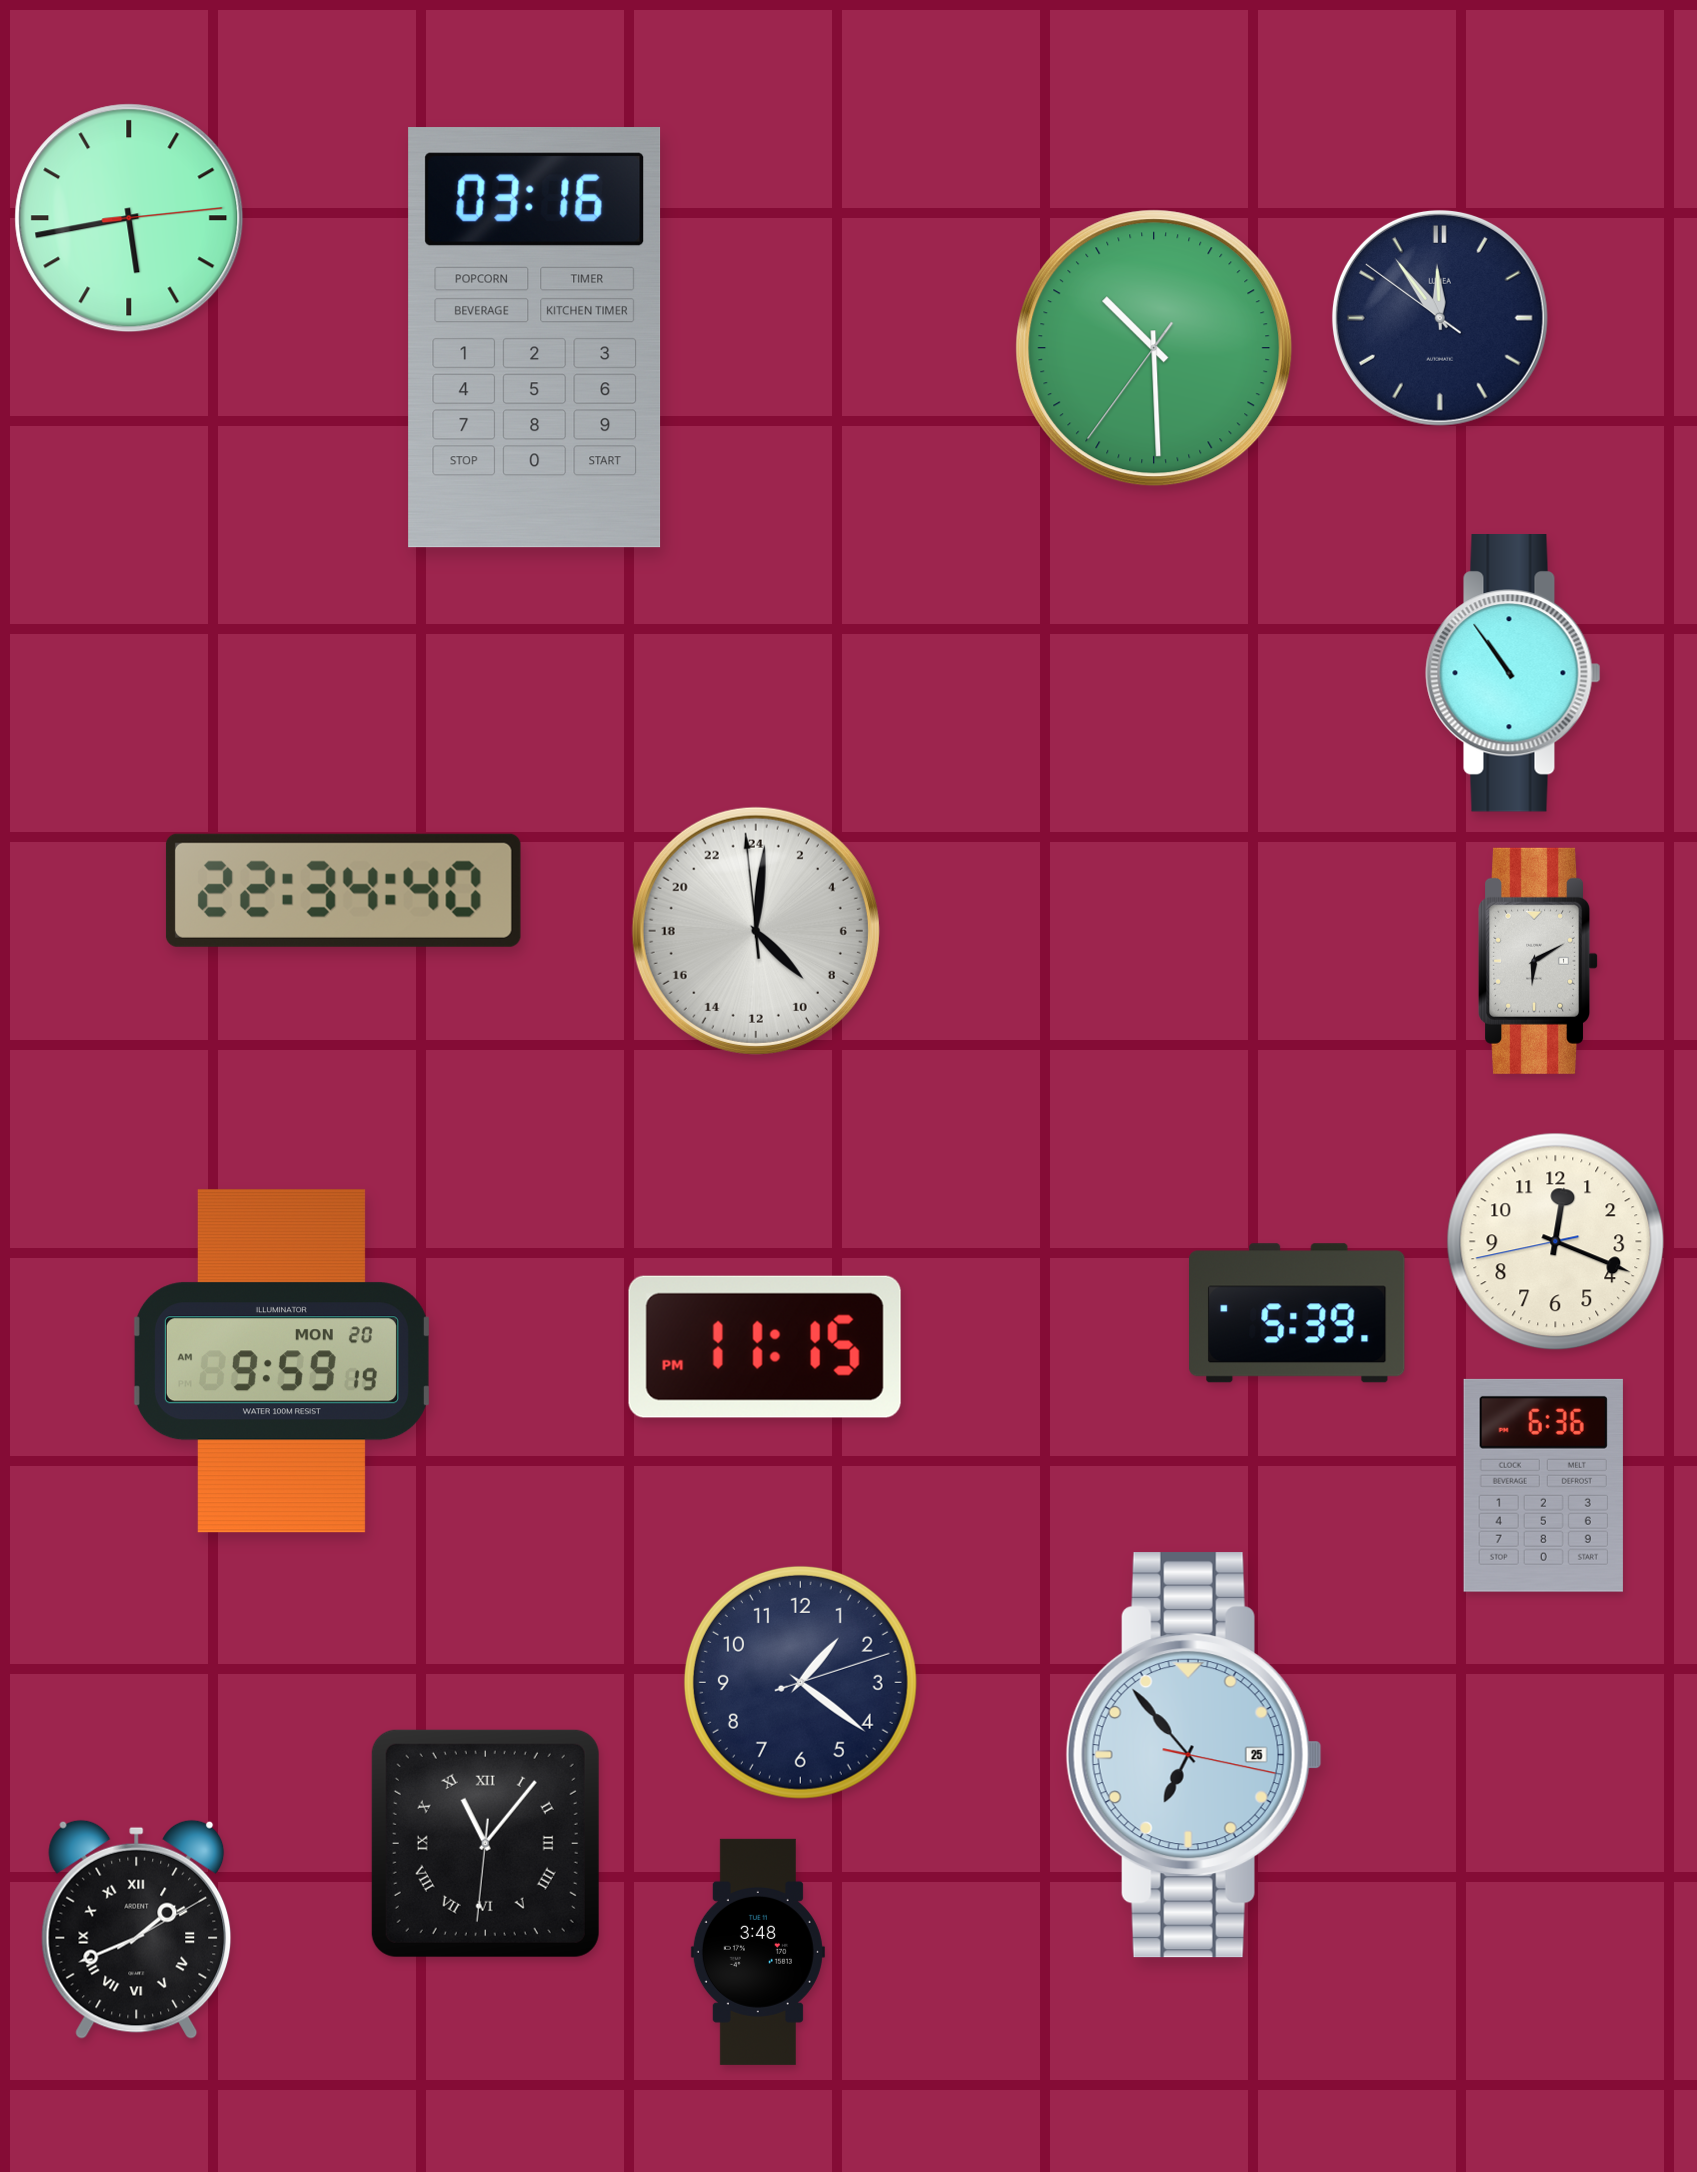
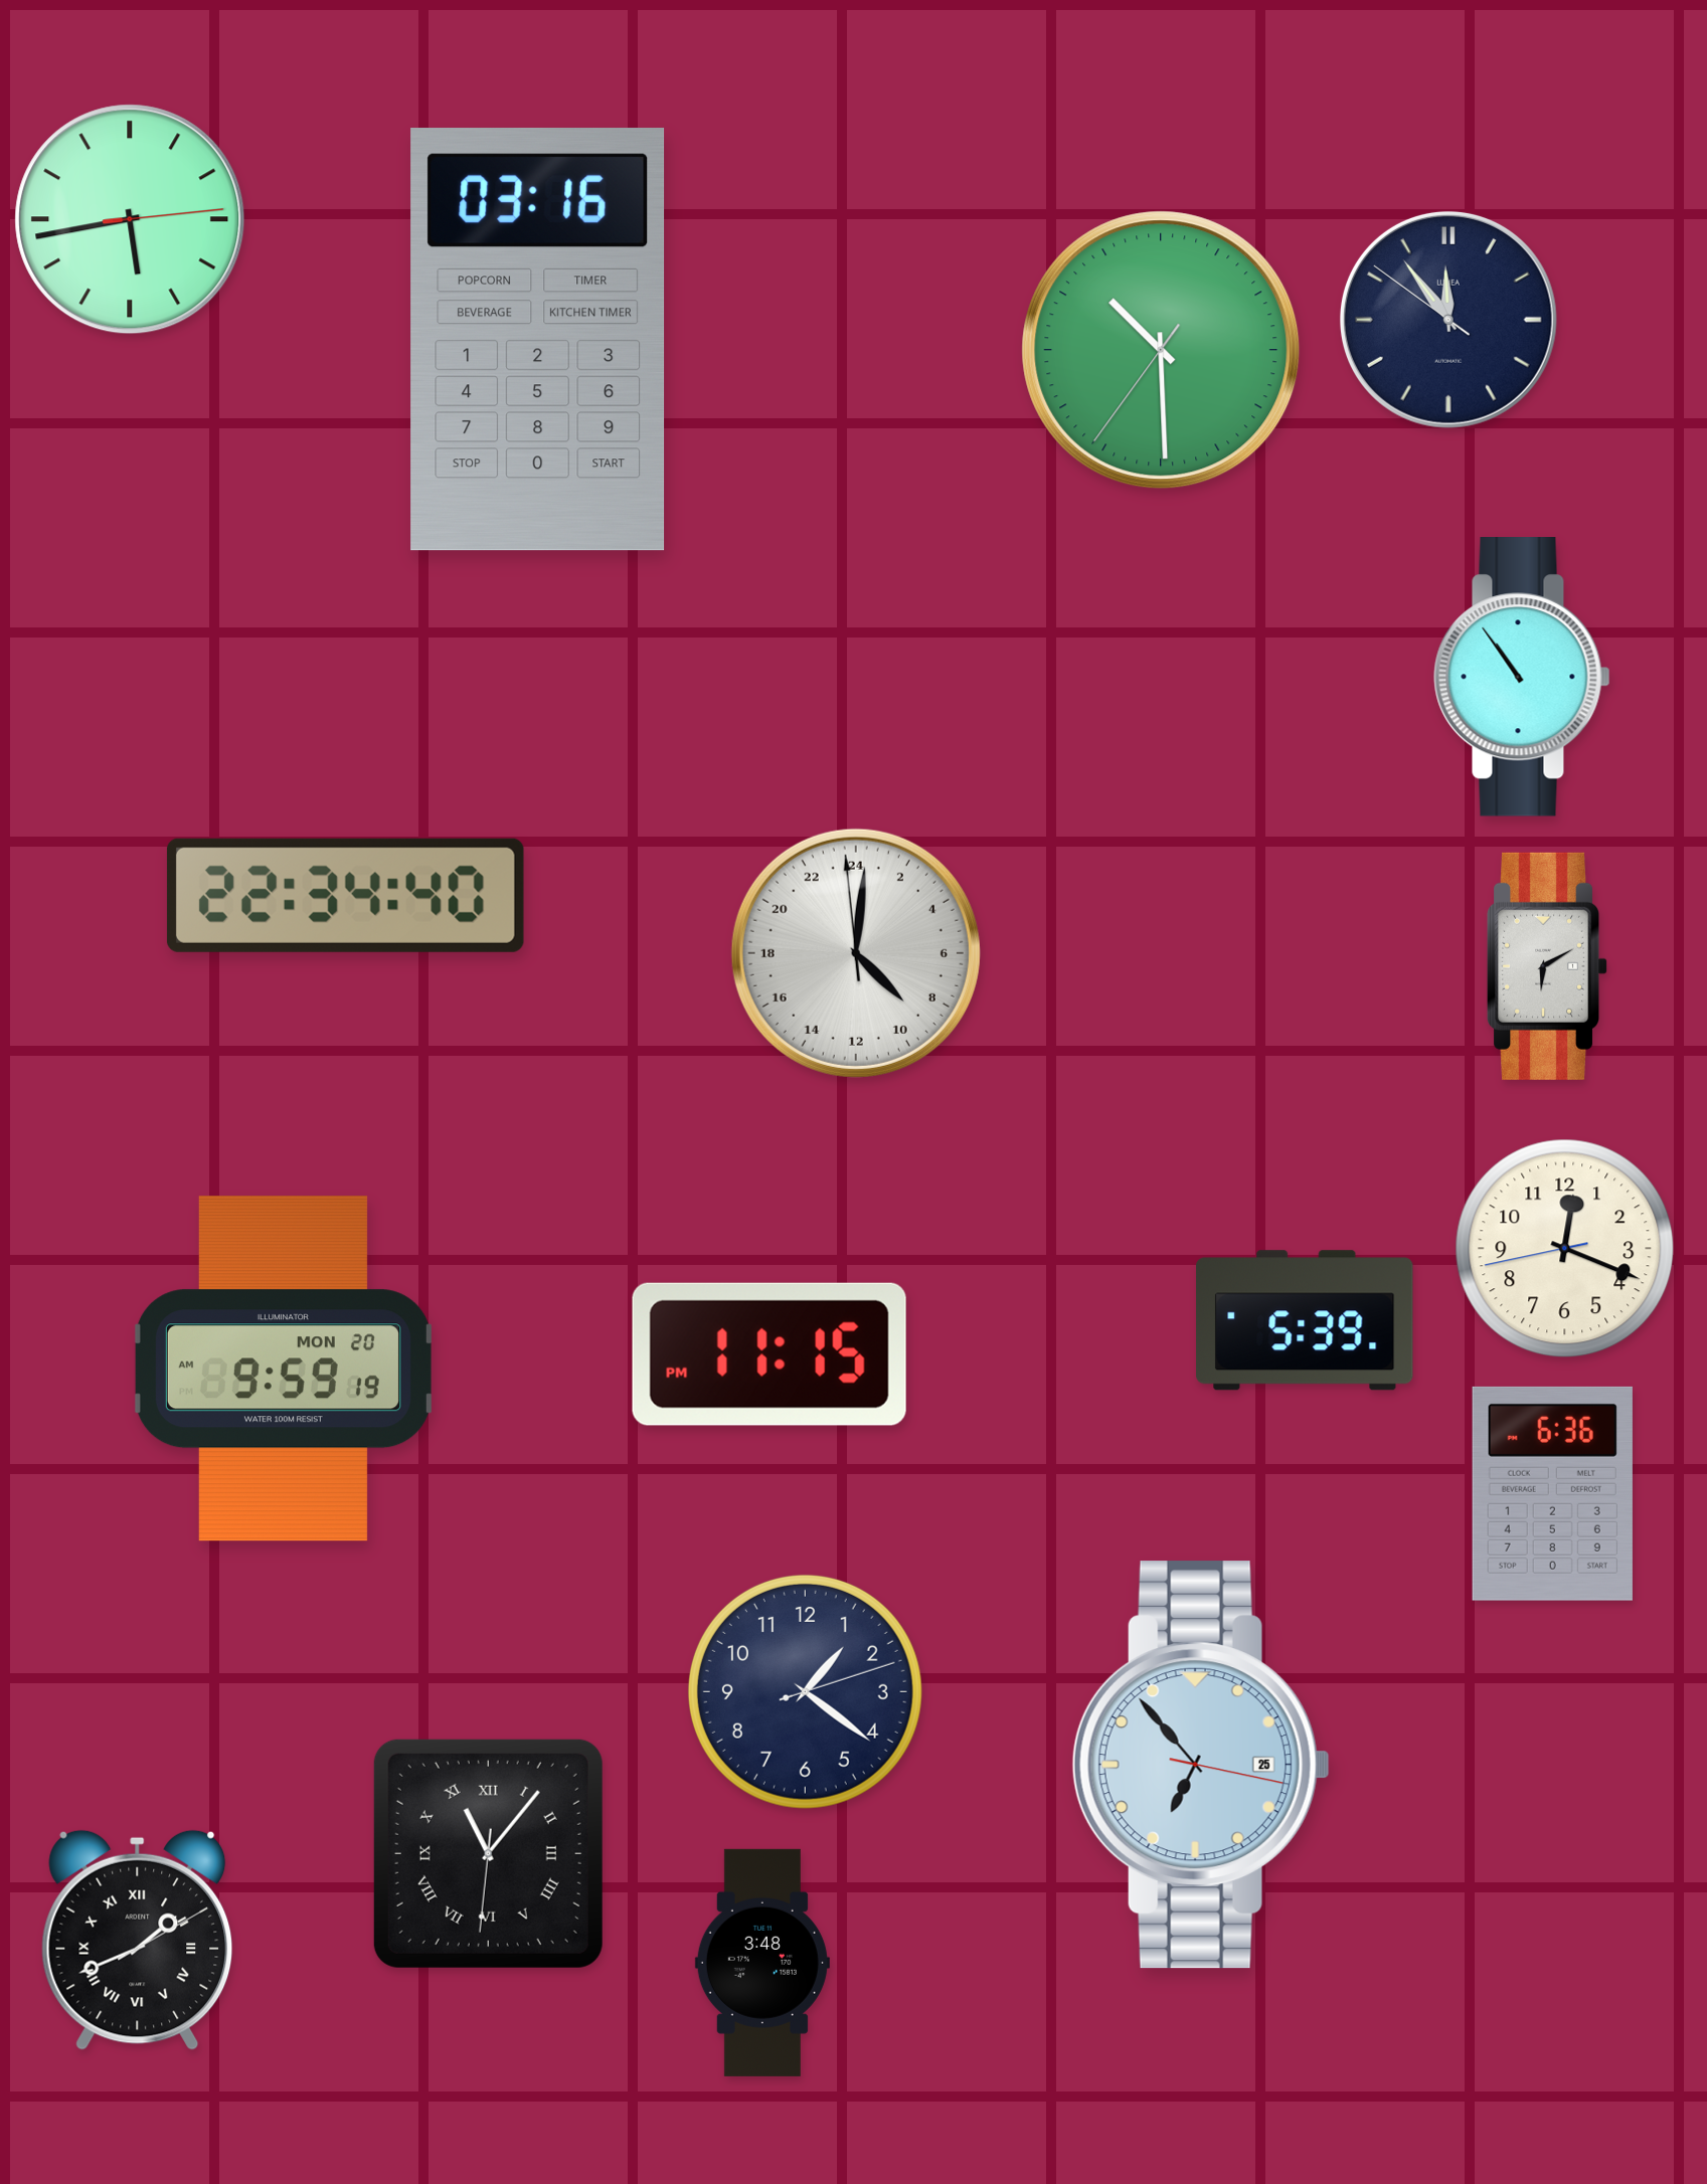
clock at (756, 931) position: (756, 931) -> (856, 953)
